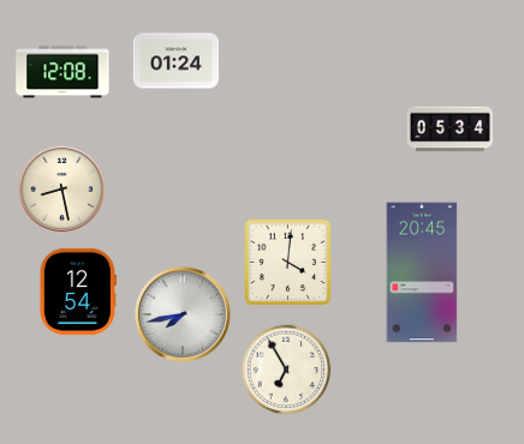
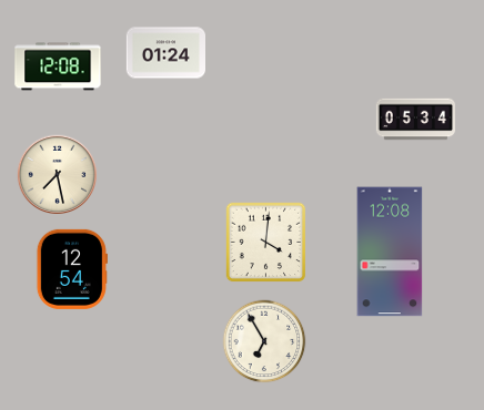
clock at (175, 61) position: (175, 61) -> (165, 53)
clock at (61, 188): 8:28 -> 7:28
clock at (422, 272): 20:45 -> 12:08
clock at (183, 314): 7:43 -> none
